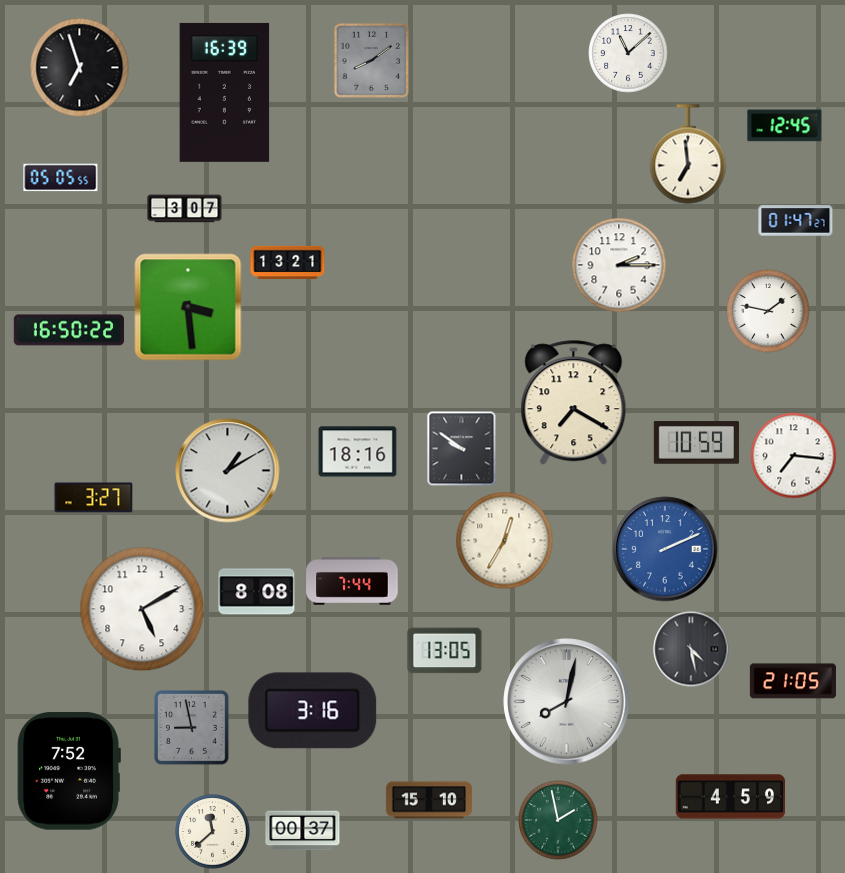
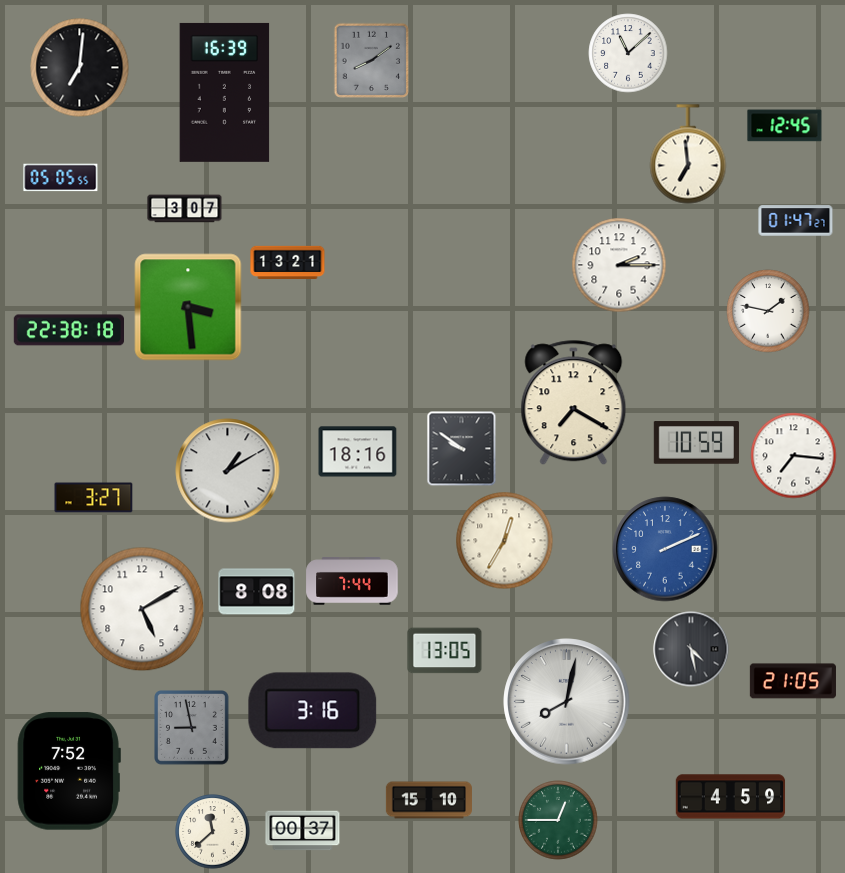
clock at (80, 68): 6:57 -> 7:01
clock at (68, 330): 16:50 -> 22:38
clock at (558, 820): 1:58 -> 12:45
